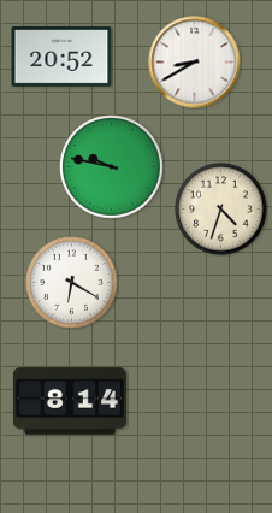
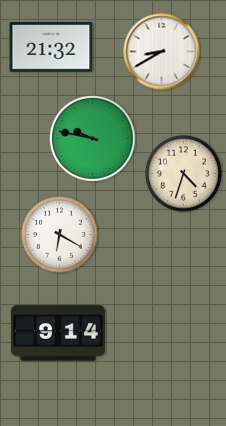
clock at (61, 57): 20:52 -> 21:32
clock at (70, 401): 8:14 -> 9:14
